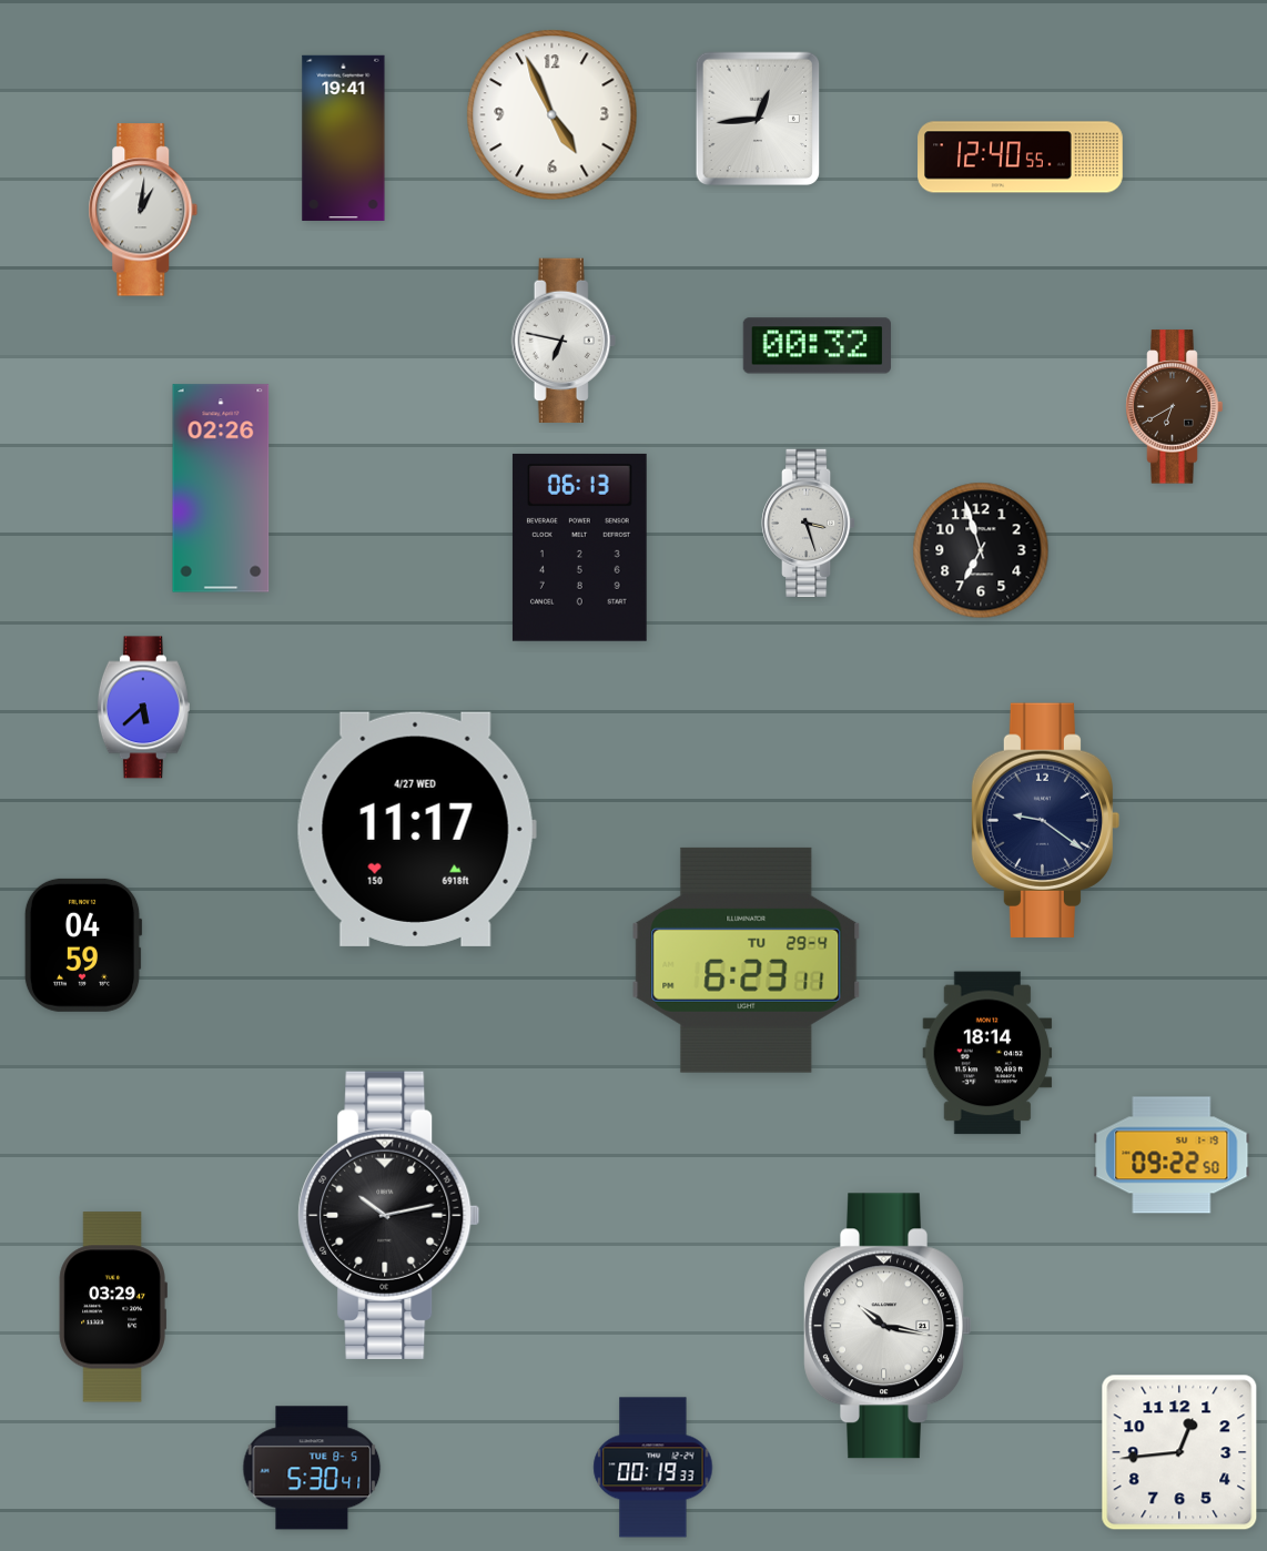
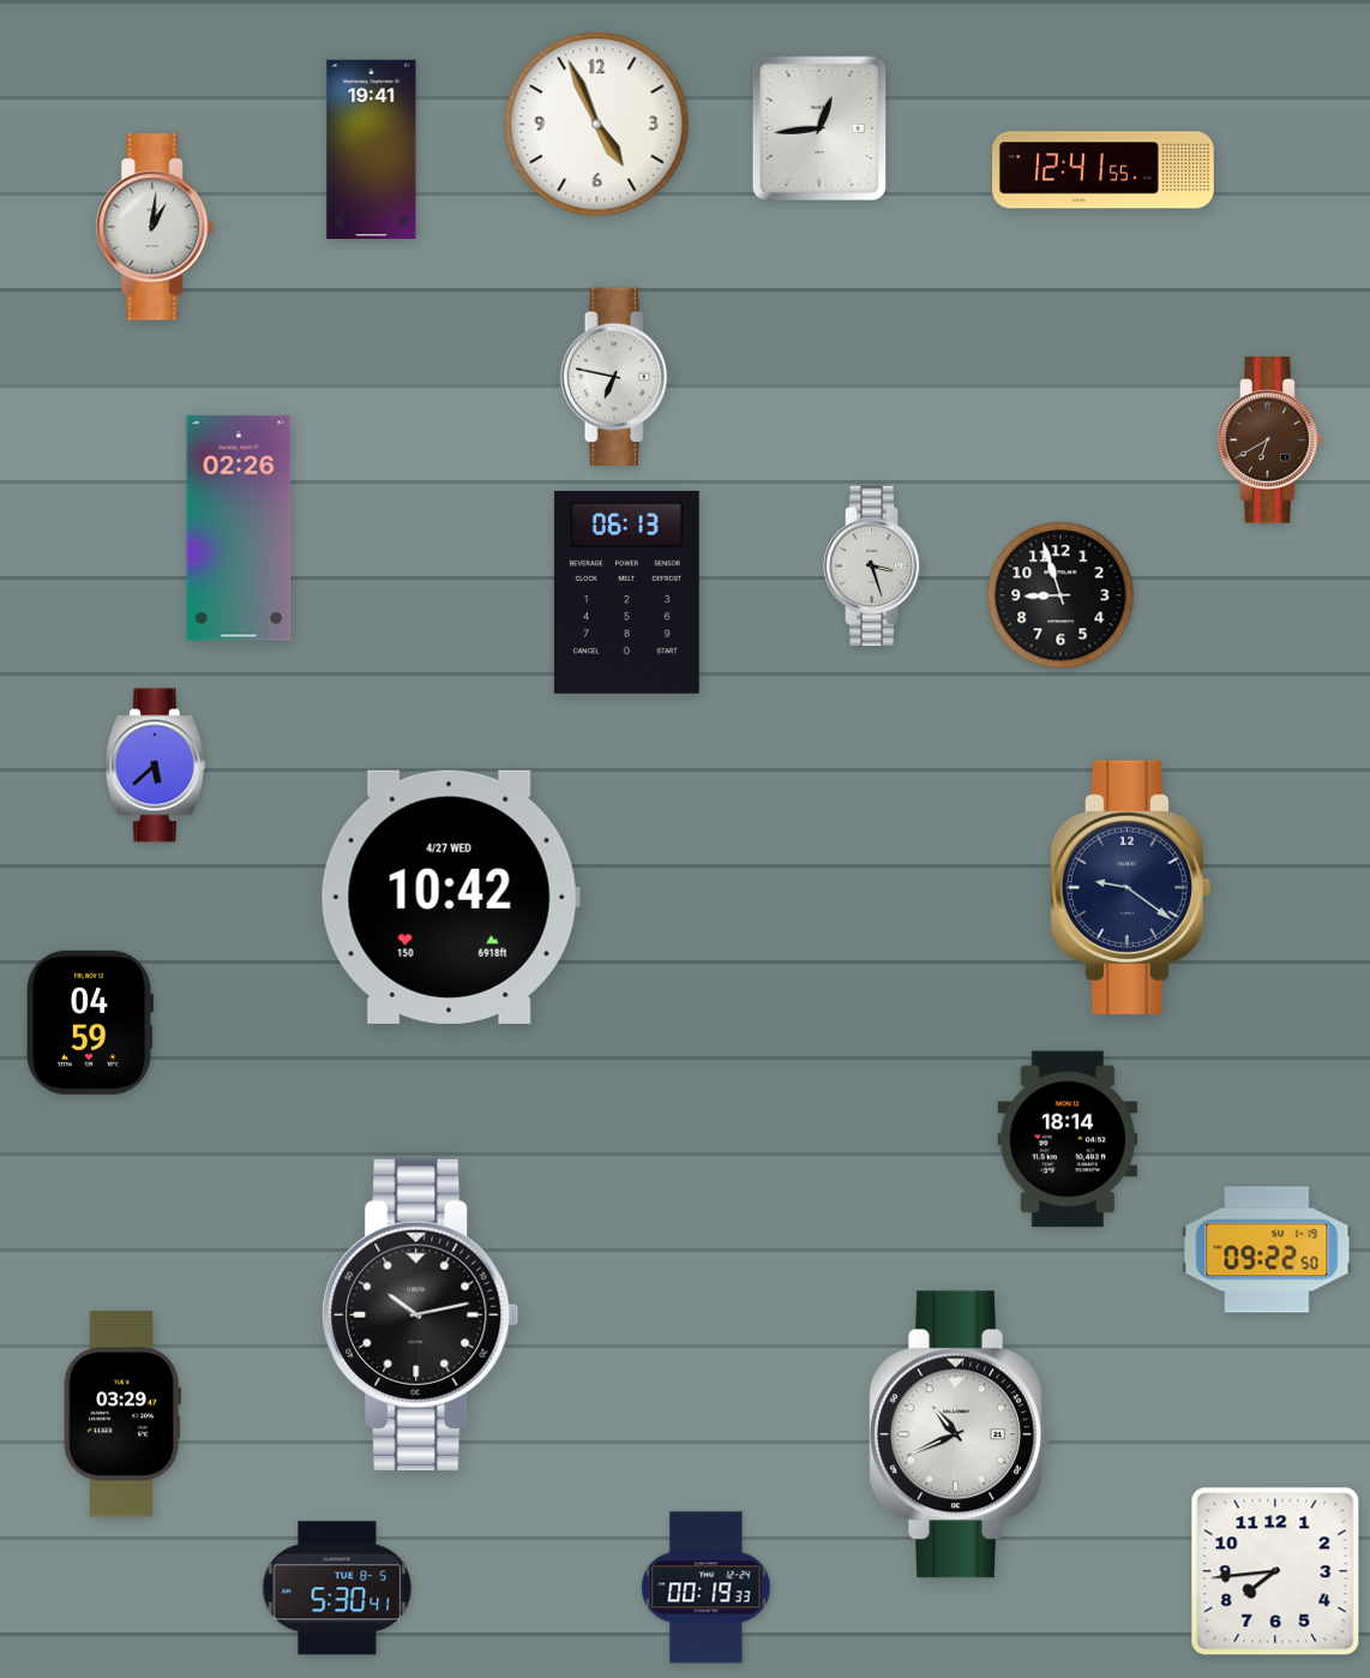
clock at (1021, 158): 12:40 -> 12:41
clock at (564, 341) position: (564, 341) -> (617, 377)
clock at (817, 346): 00:32 -> none
clock at (981, 550): 6:57 -> 8:57
clock at (416, 829): 11:17 -> 10:42
clock at (747, 960): 6:23 -> none
clock at (888, 1326): 10:17 -> 10:41
clock at (1179, 1452): 12:44 -> 7:44
